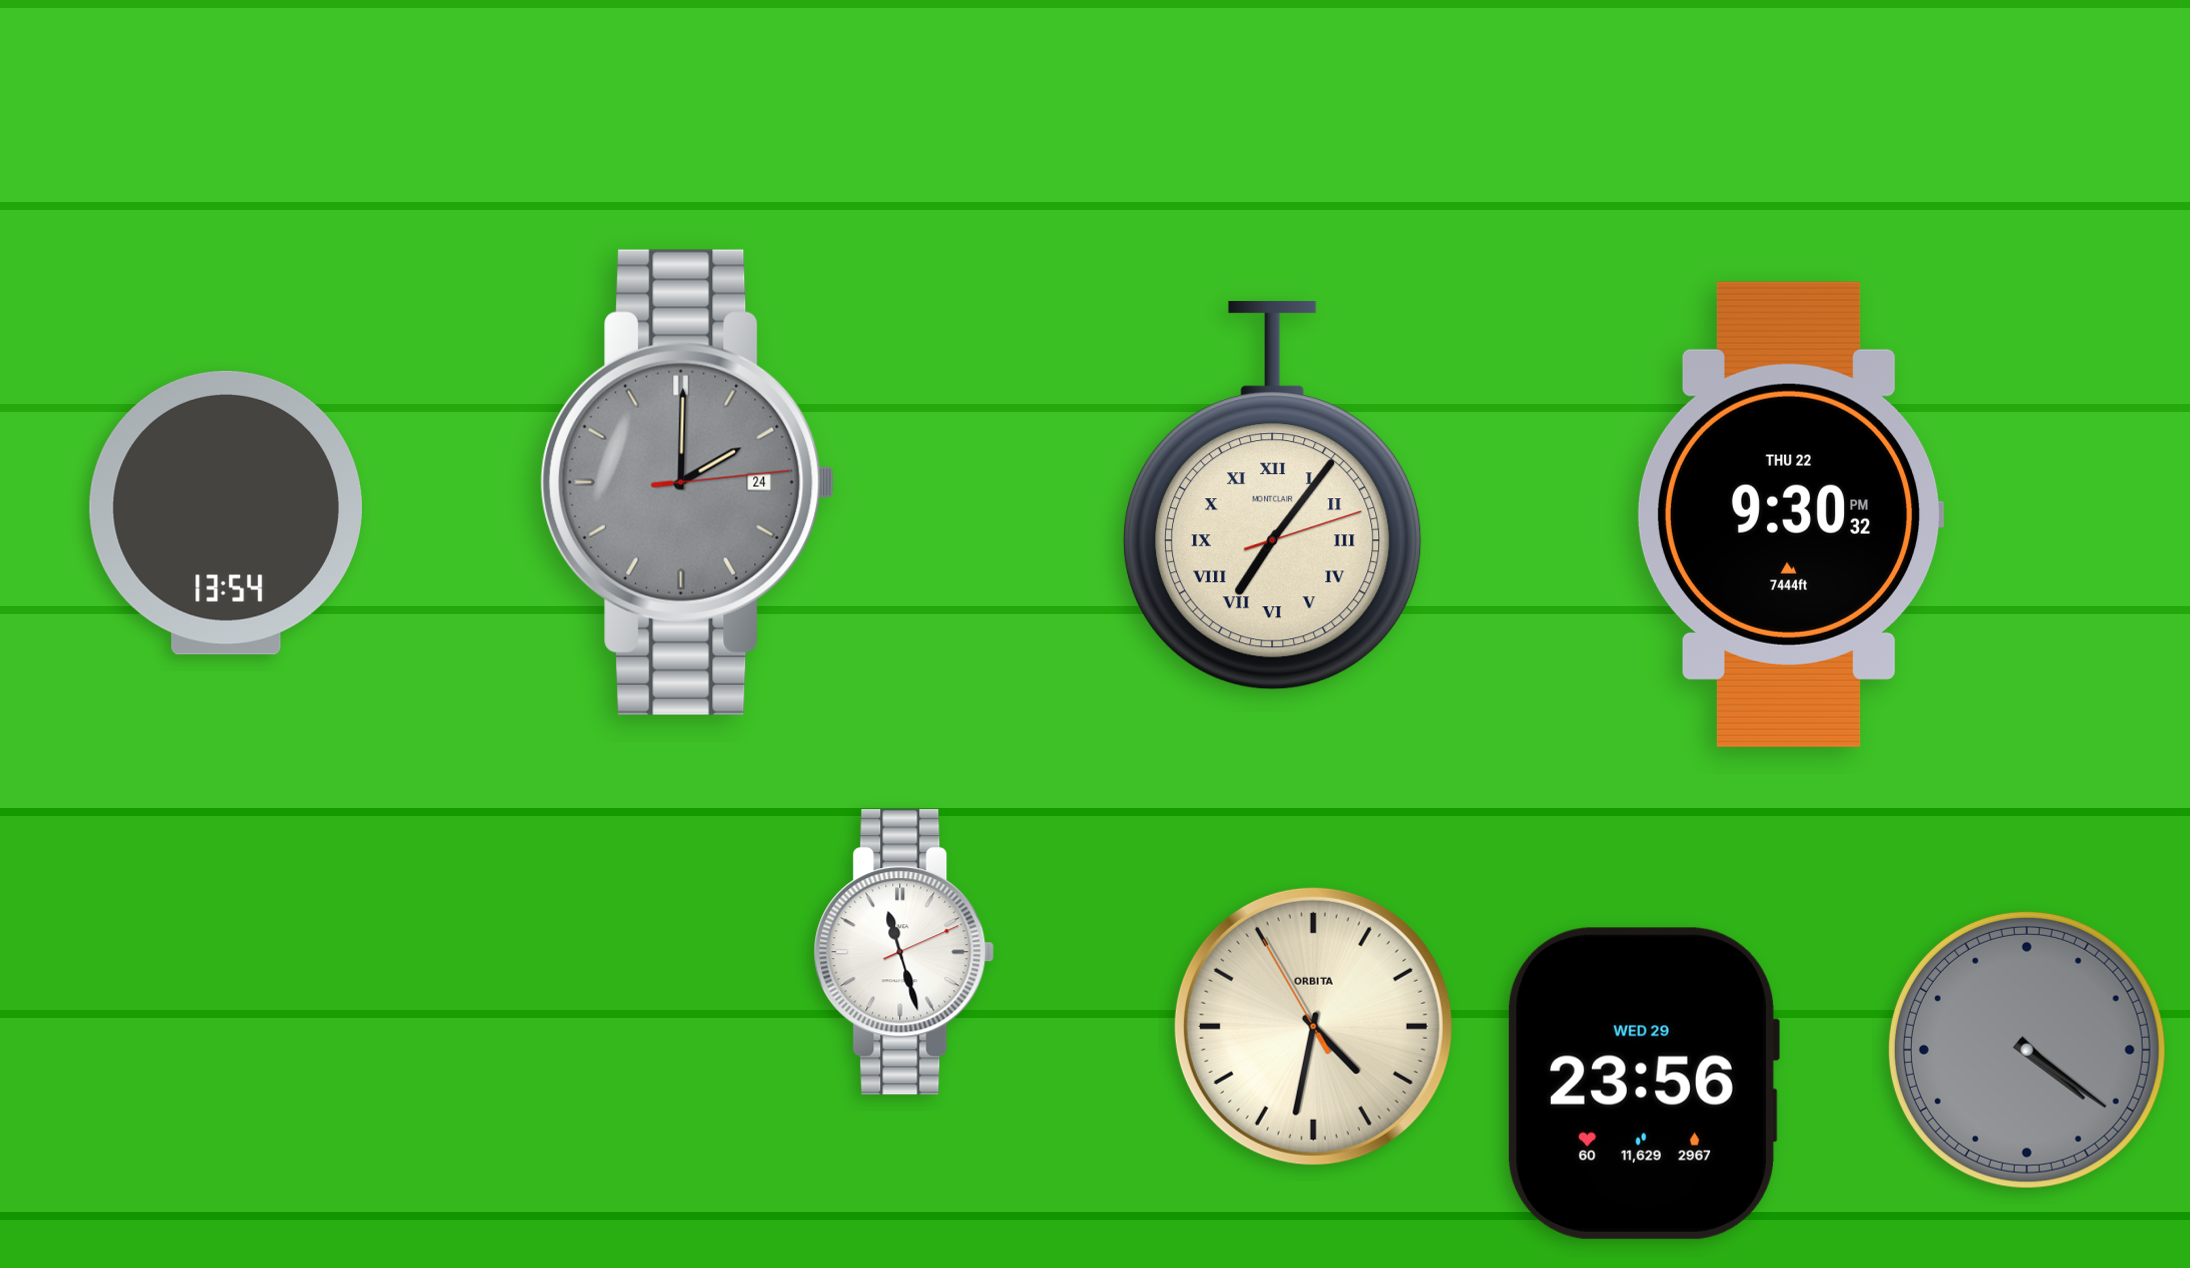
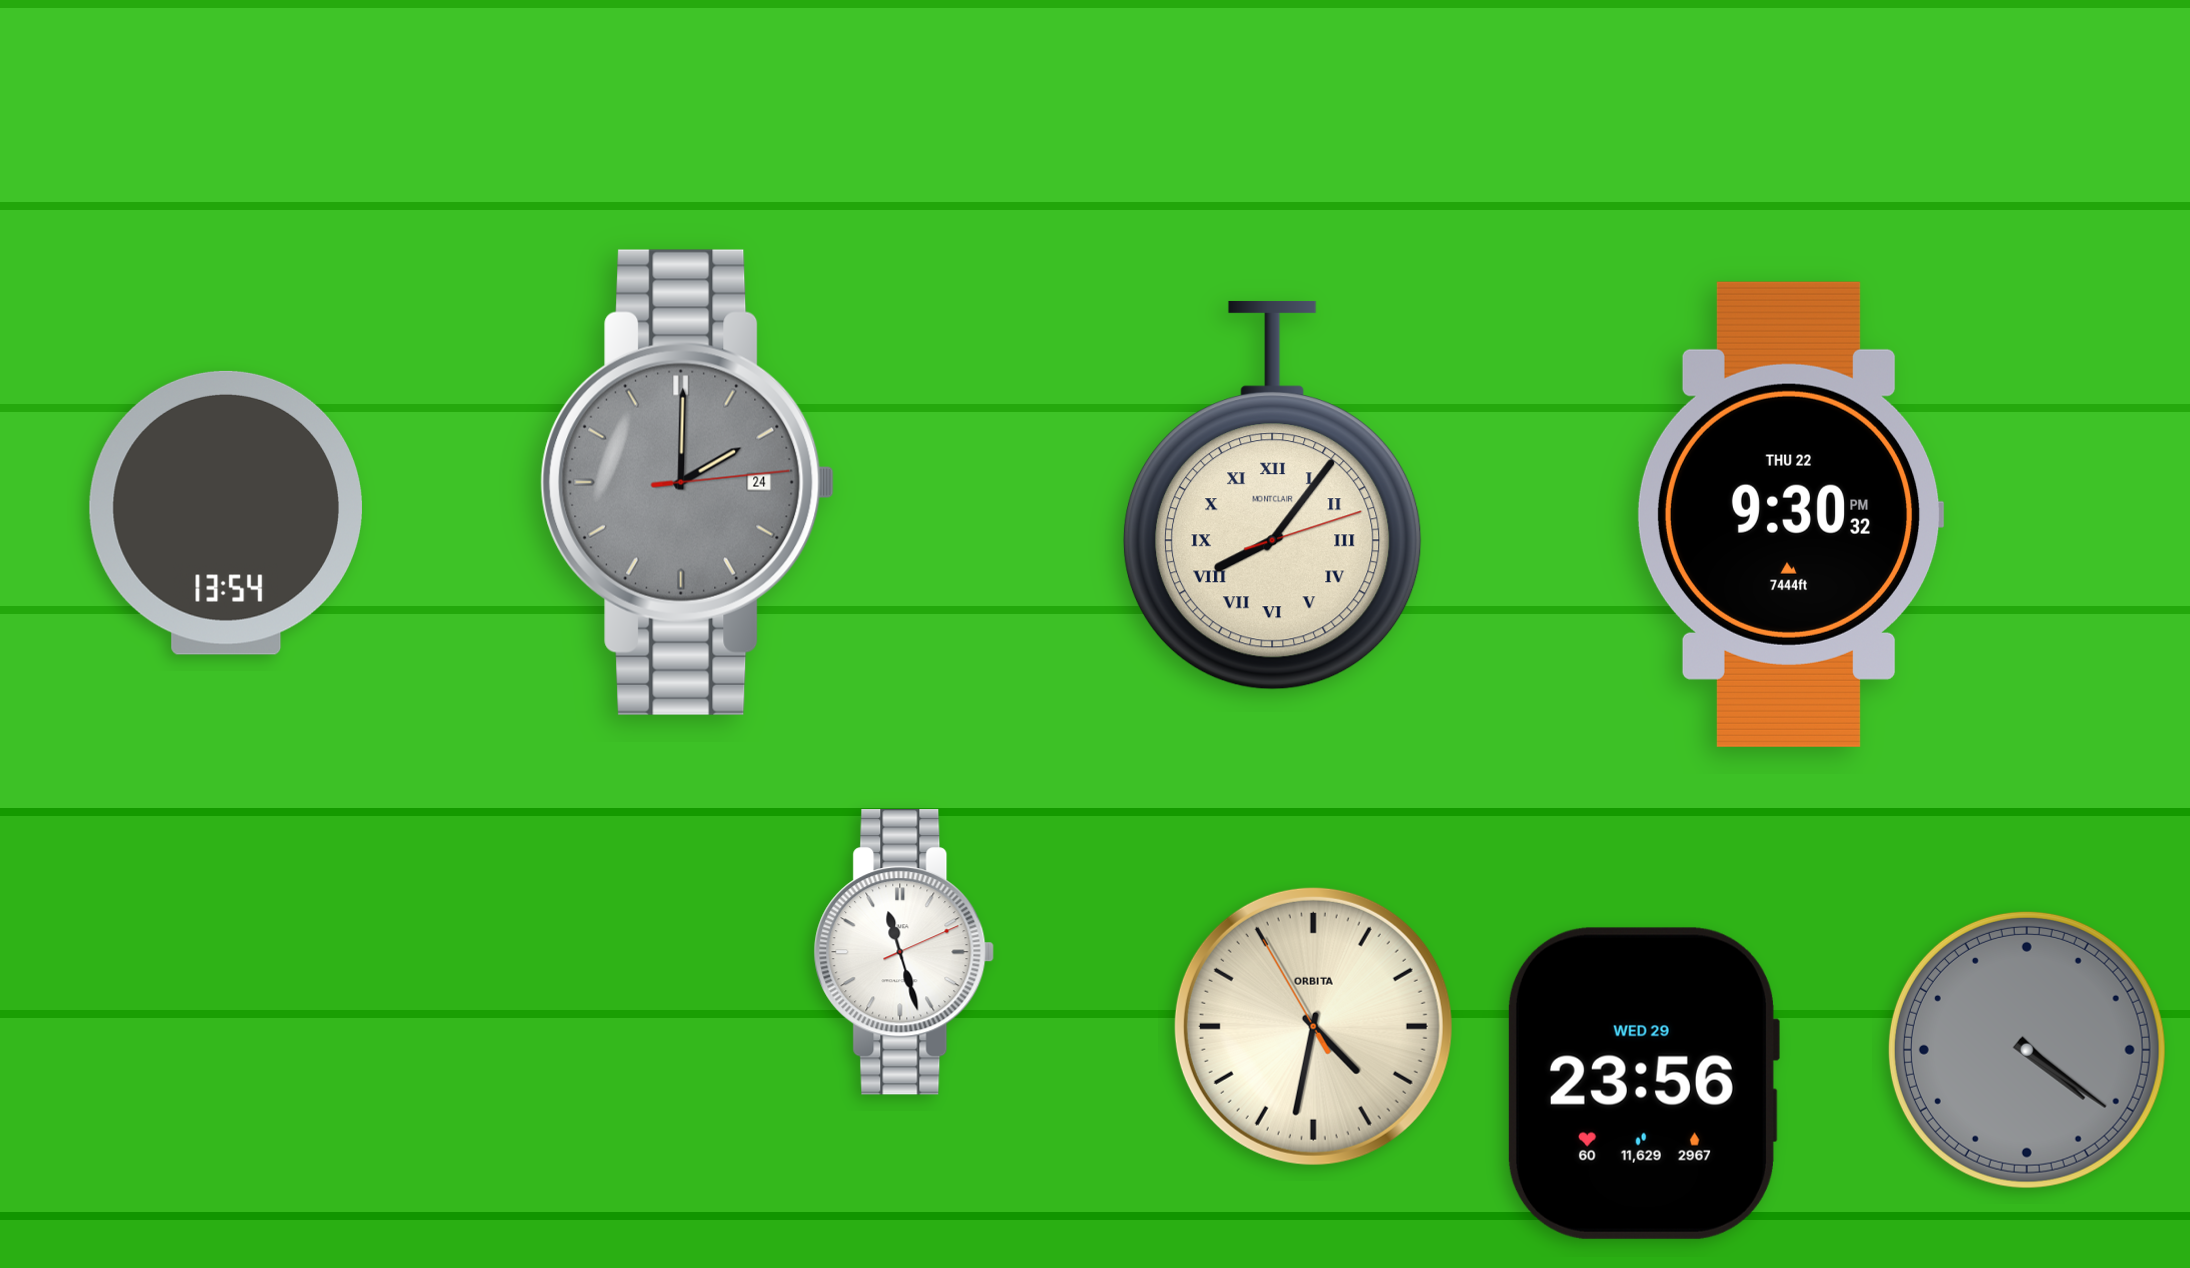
clock at (1272, 495): 7:06 -> 8:06
